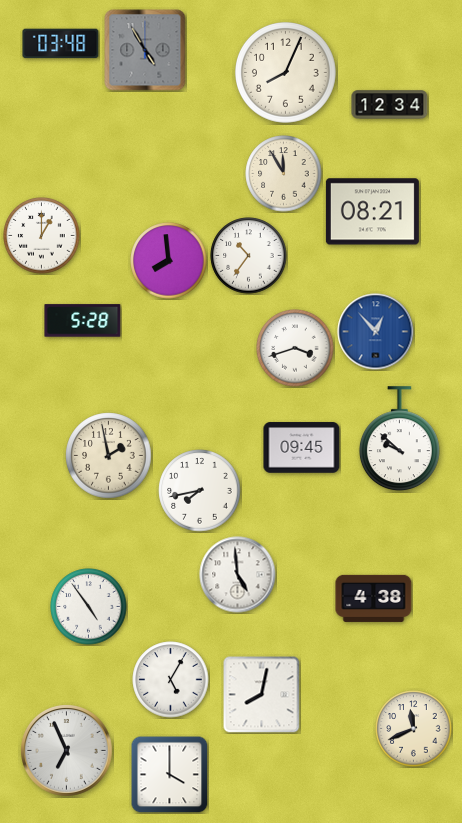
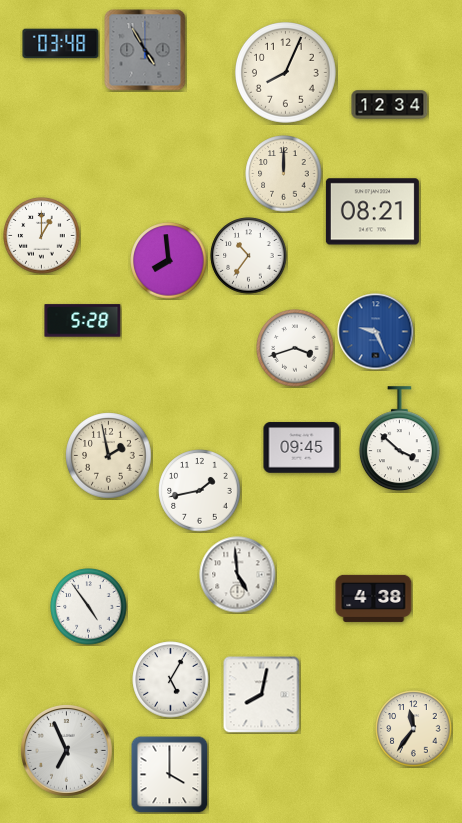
clock at (284, 174): 11:55 -> 12:00
clock at (376, 332): 12:53 -> 9:26
clock at (399, 439): 9:52 -> 3:52
clock at (200, 491): 7:43 -> 1:43
clock at (414, 729): 11:41 -> 11:36
